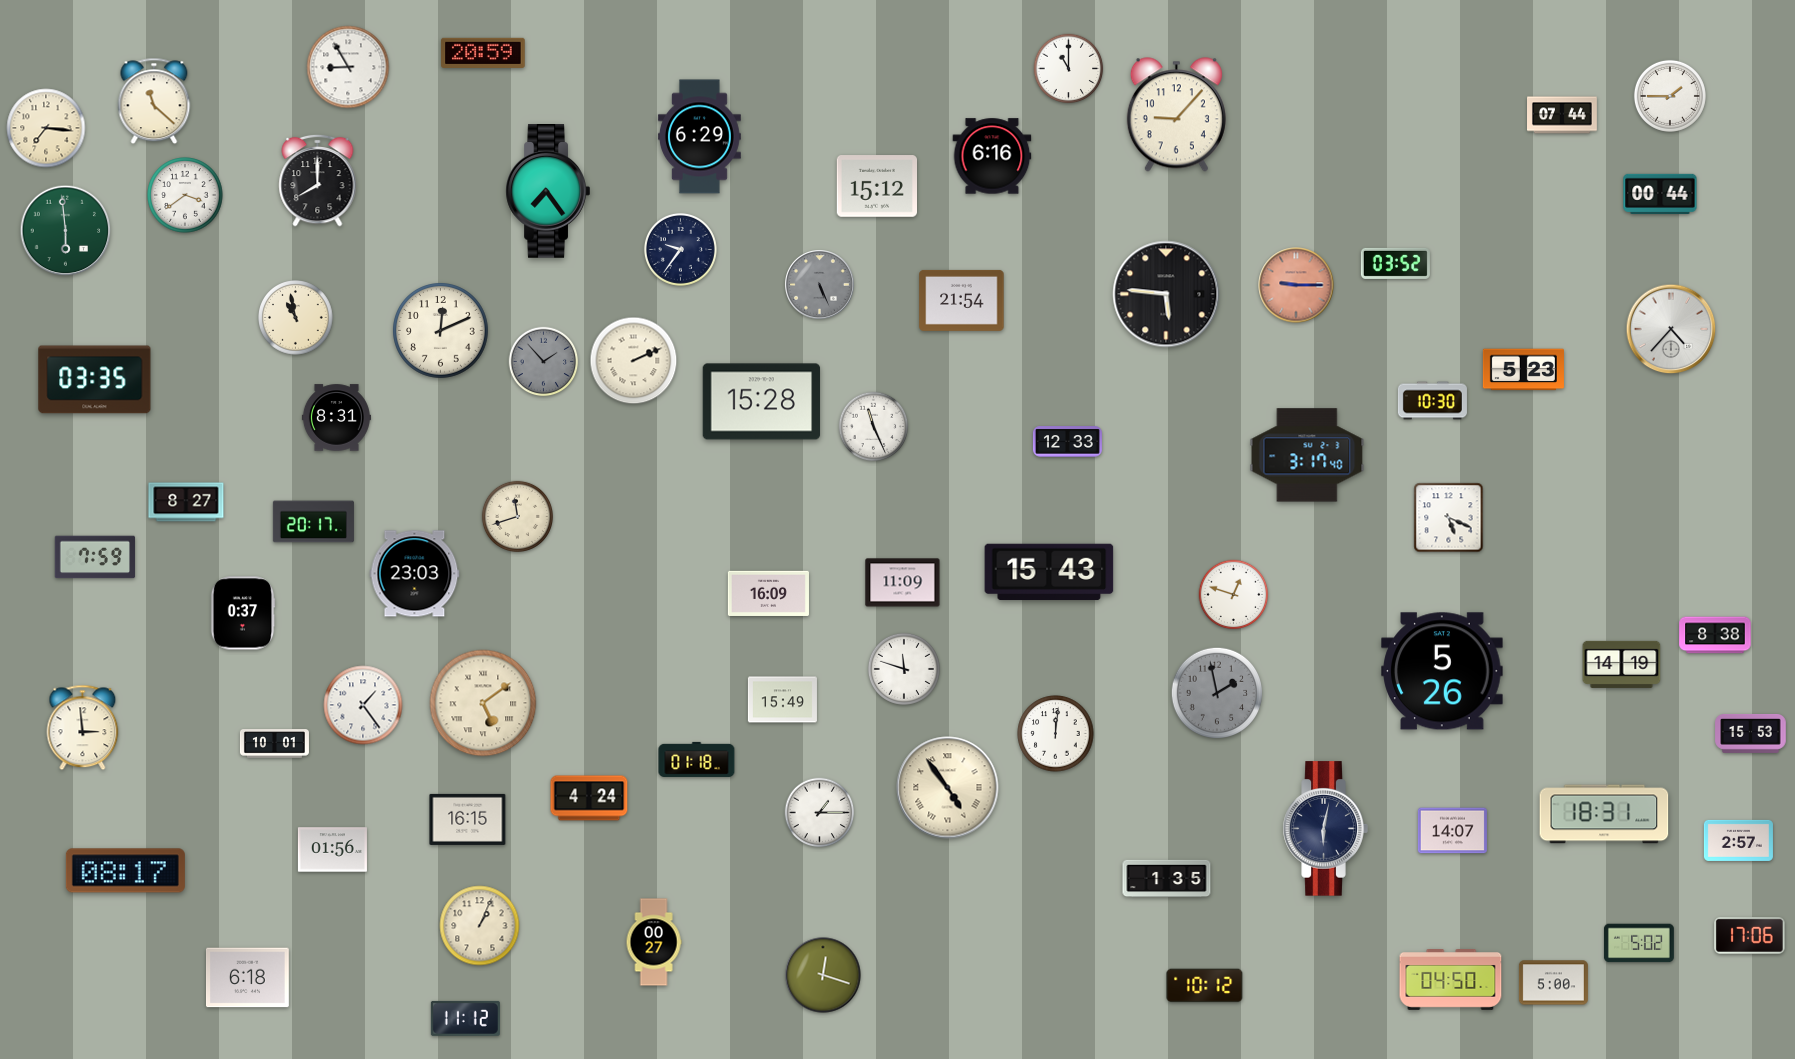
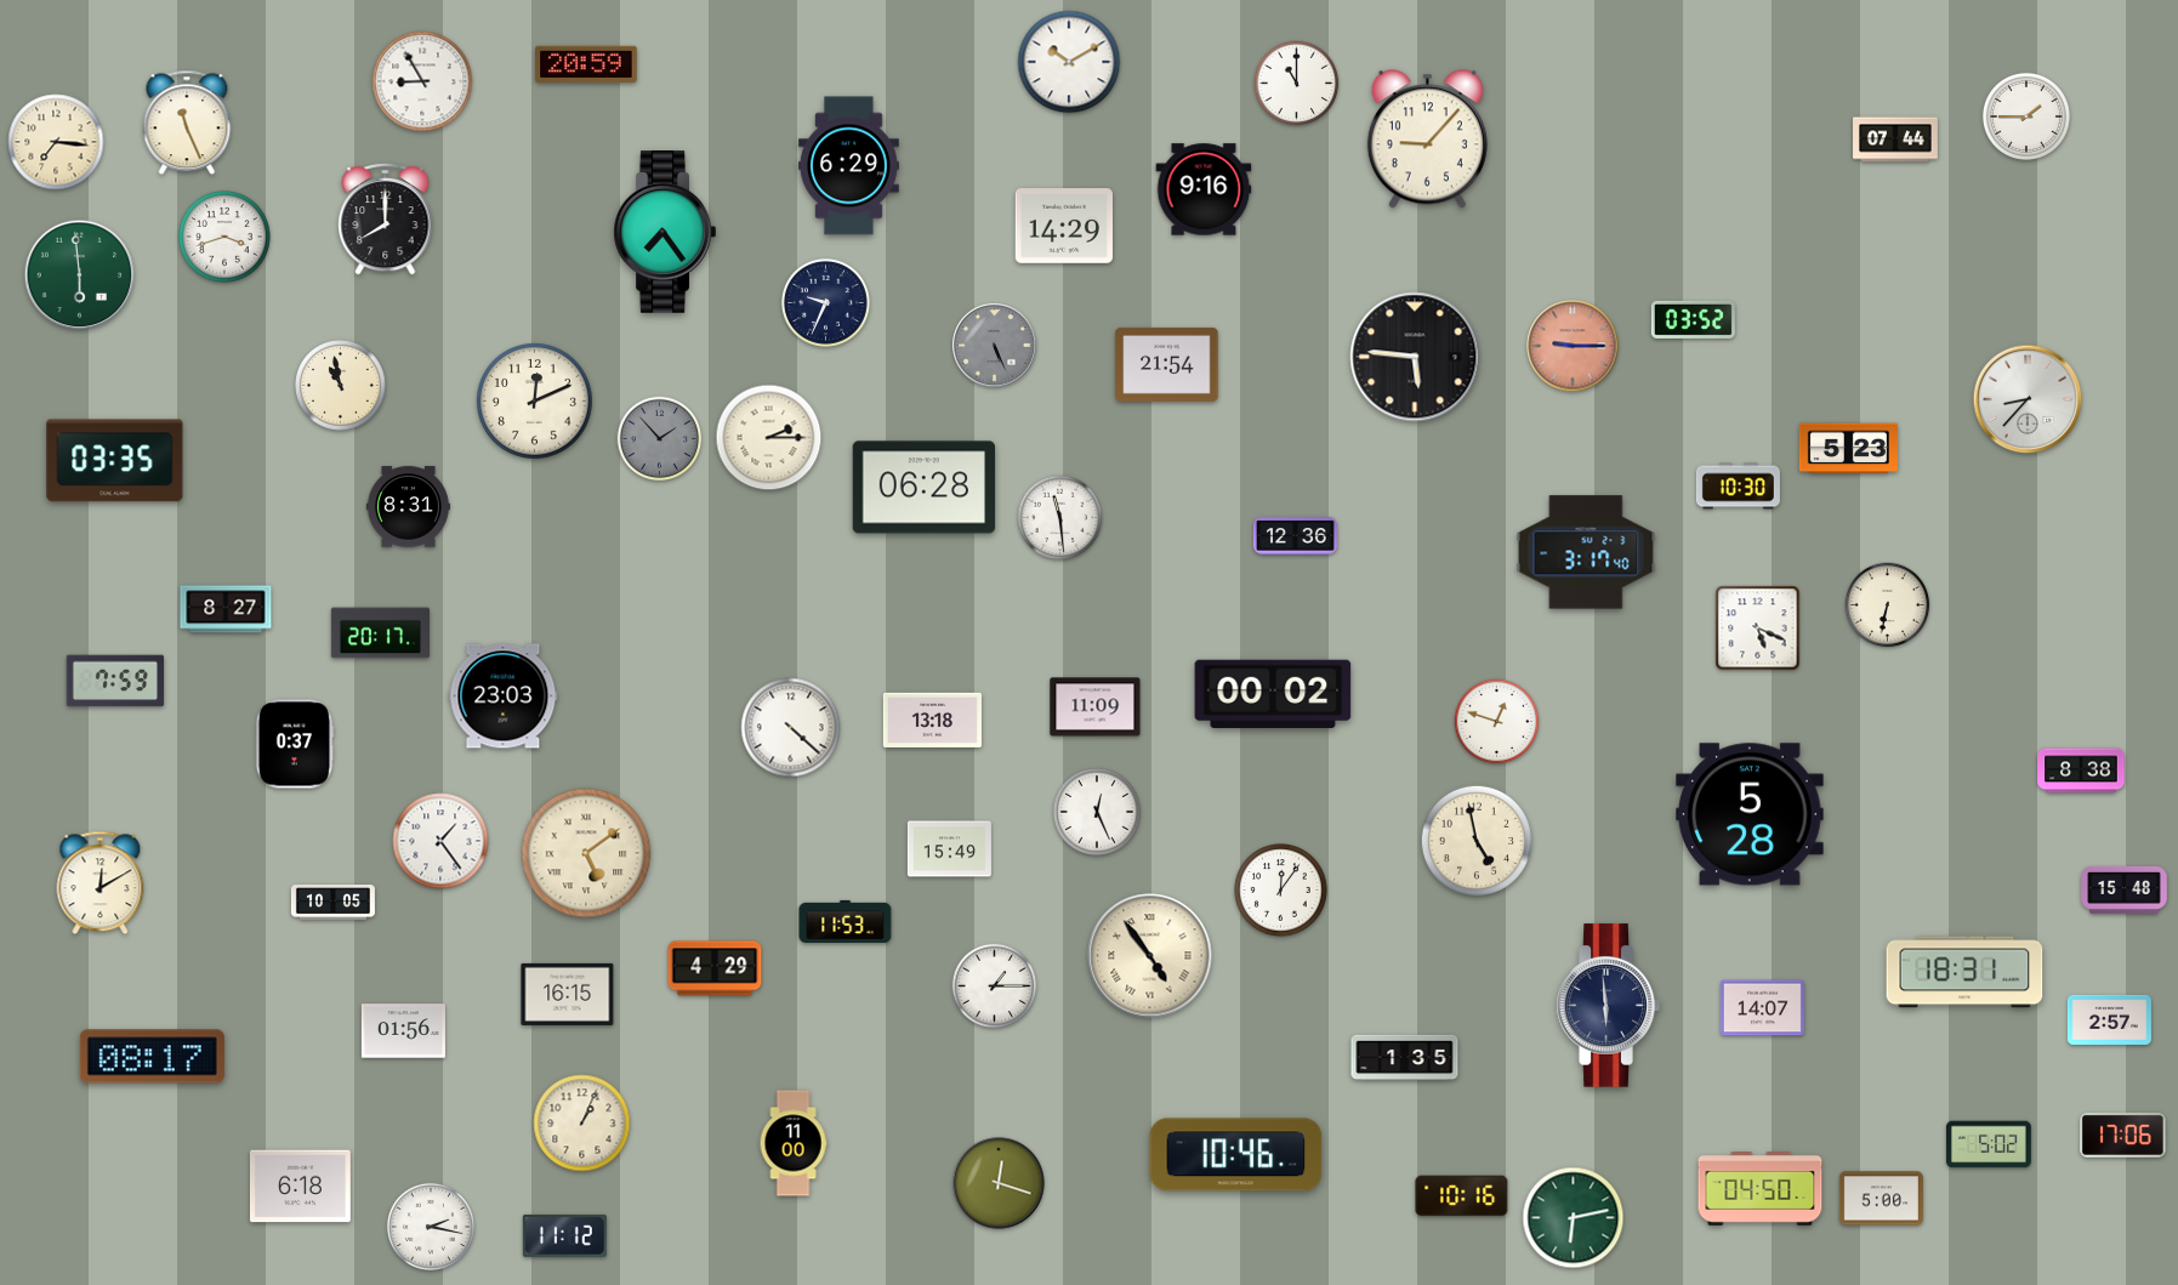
clock at (1069, 62): none -> 10:10
clock at (154, 101): 11:22 -> 11:26
clock at (46, 128) position: (46, 128) -> (56, 142)
clock at (992, 156): 6:16 -> 9:16
clock at (876, 186): 15:12 -> 14:29
clock at (1660, 194): 00:44 -> none
clock at (185, 195): 3:39 -> 3:42
clock at (66, 231) position: (66, 231) -> (80, 275)
clock at (680, 249): 9:36 -> 9:34
clock at (296, 318) position: (296, 318) -> (341, 386)
clock at (1671, 329): 4:37 -> 8:37
clock at (634, 361): 2:11 -> 2:15
clock at (762, 402): 15:28 -> 06:28
clock at (874, 427): 11:26 -> 11:29
clock at (1067, 442): 12:33 -> 12:36
clock at (1888, 605): none -> 6:32
clock at (517, 516): 11:42 -> none
clock at (95, 557) position: (95, 557) -> (115, 681)
clock at (1049, 572): 15:43 -> 00:02
clock at (768, 593): 16:09 -> 13:18
clock at (791, 728): none -> 4:22
clock at (1622, 664): 14:19 -> none
clock at (904, 669): 11:48 -> 12:26
clock at (1442, 671): 5:26 -> 5:28
clock at (1216, 692): 1:58 -> 4:58
clock at (1216, 692) dial: grey -> cream
clock at (363, 705) position: (363, 705) -> (440, 841)
clock at (83, 728): 2:59 -> 12:10
clock at (1751, 733): 15:53 -> 15:48
clock at (1056, 734): 12:01 -> 12:06
clock at (274, 744): 10:01 -> 10:05
clock at (697, 759): 01:18 -> 11:53
clock at (589, 798): 4:24 -> 4:29
clock at (1604, 814) position: (1604, 814) -> (1964, 972)
clock at (1325, 829): 6:02 -> 5:59
clock at (1167, 879) position: (1167, 879) -> (1405, 1058)
clock at (654, 942): 00:27 -> 11:00
clock at (1236, 1155): none -> 10:46
clock at (1553, 983) position: (1553, 983) -> (1881, 1199)
clock at (1205, 986): 10:12 -> 10:16
clock at (1574, 1218): none -> 6:13
clock at (431, 1227): none -> 2:17
